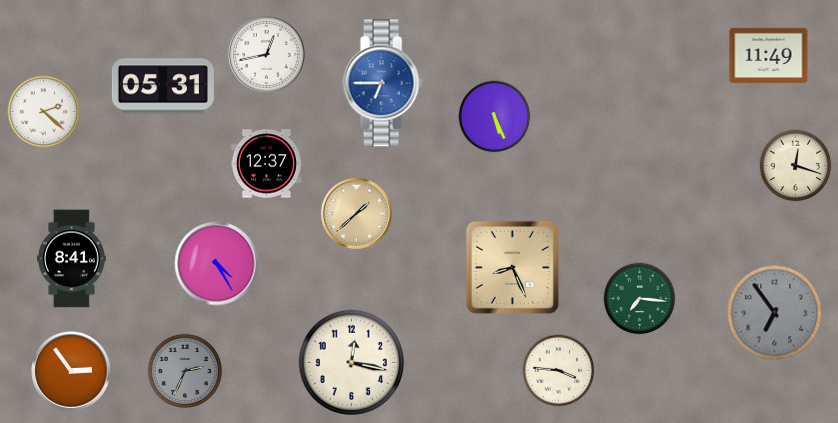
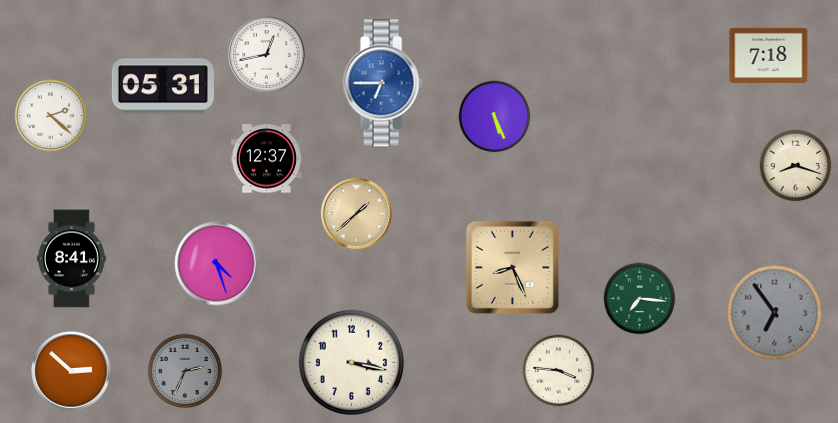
clock at (769, 55): 11:49 -> 7:18
clock at (44, 112) position: (44, 112) -> (51, 116)
clock at (266, 164) position: (266, 164) -> (266, 159)
clock at (796, 166): 12:18 -> 8:18
clock at (217, 264): 4:25 -> 4:27
clock at (351, 362): 12:17 -> 3:17
clock at (71, 371): 2:54 -> 2:52
